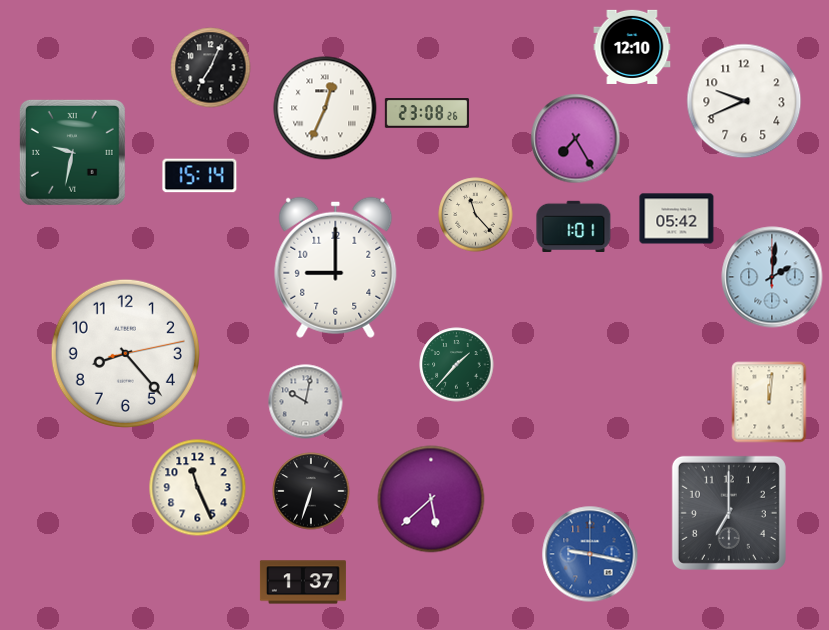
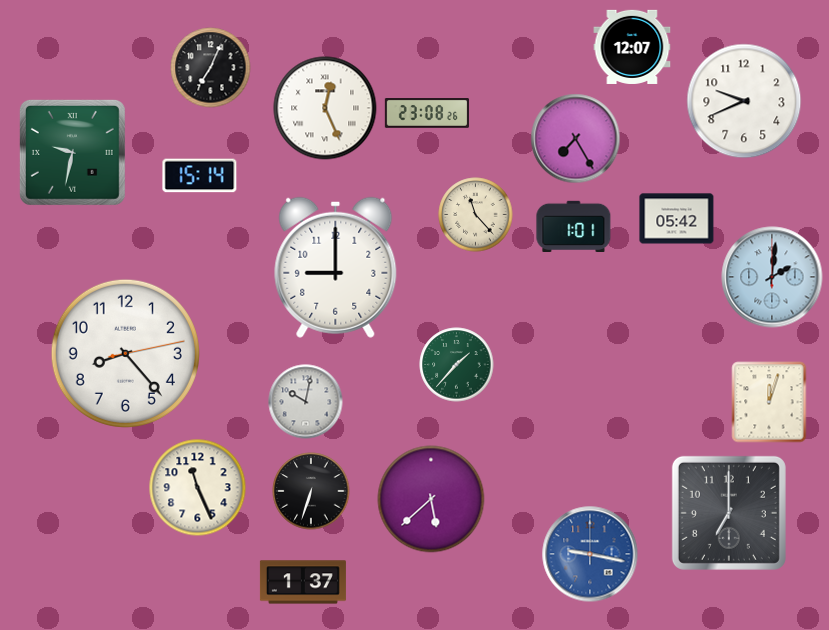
clock at (632, 47): 12:10 -> 12:07
clock at (325, 108): 12:34 -> 12:26
clock at (769, 402): 12:01 -> 12:03
